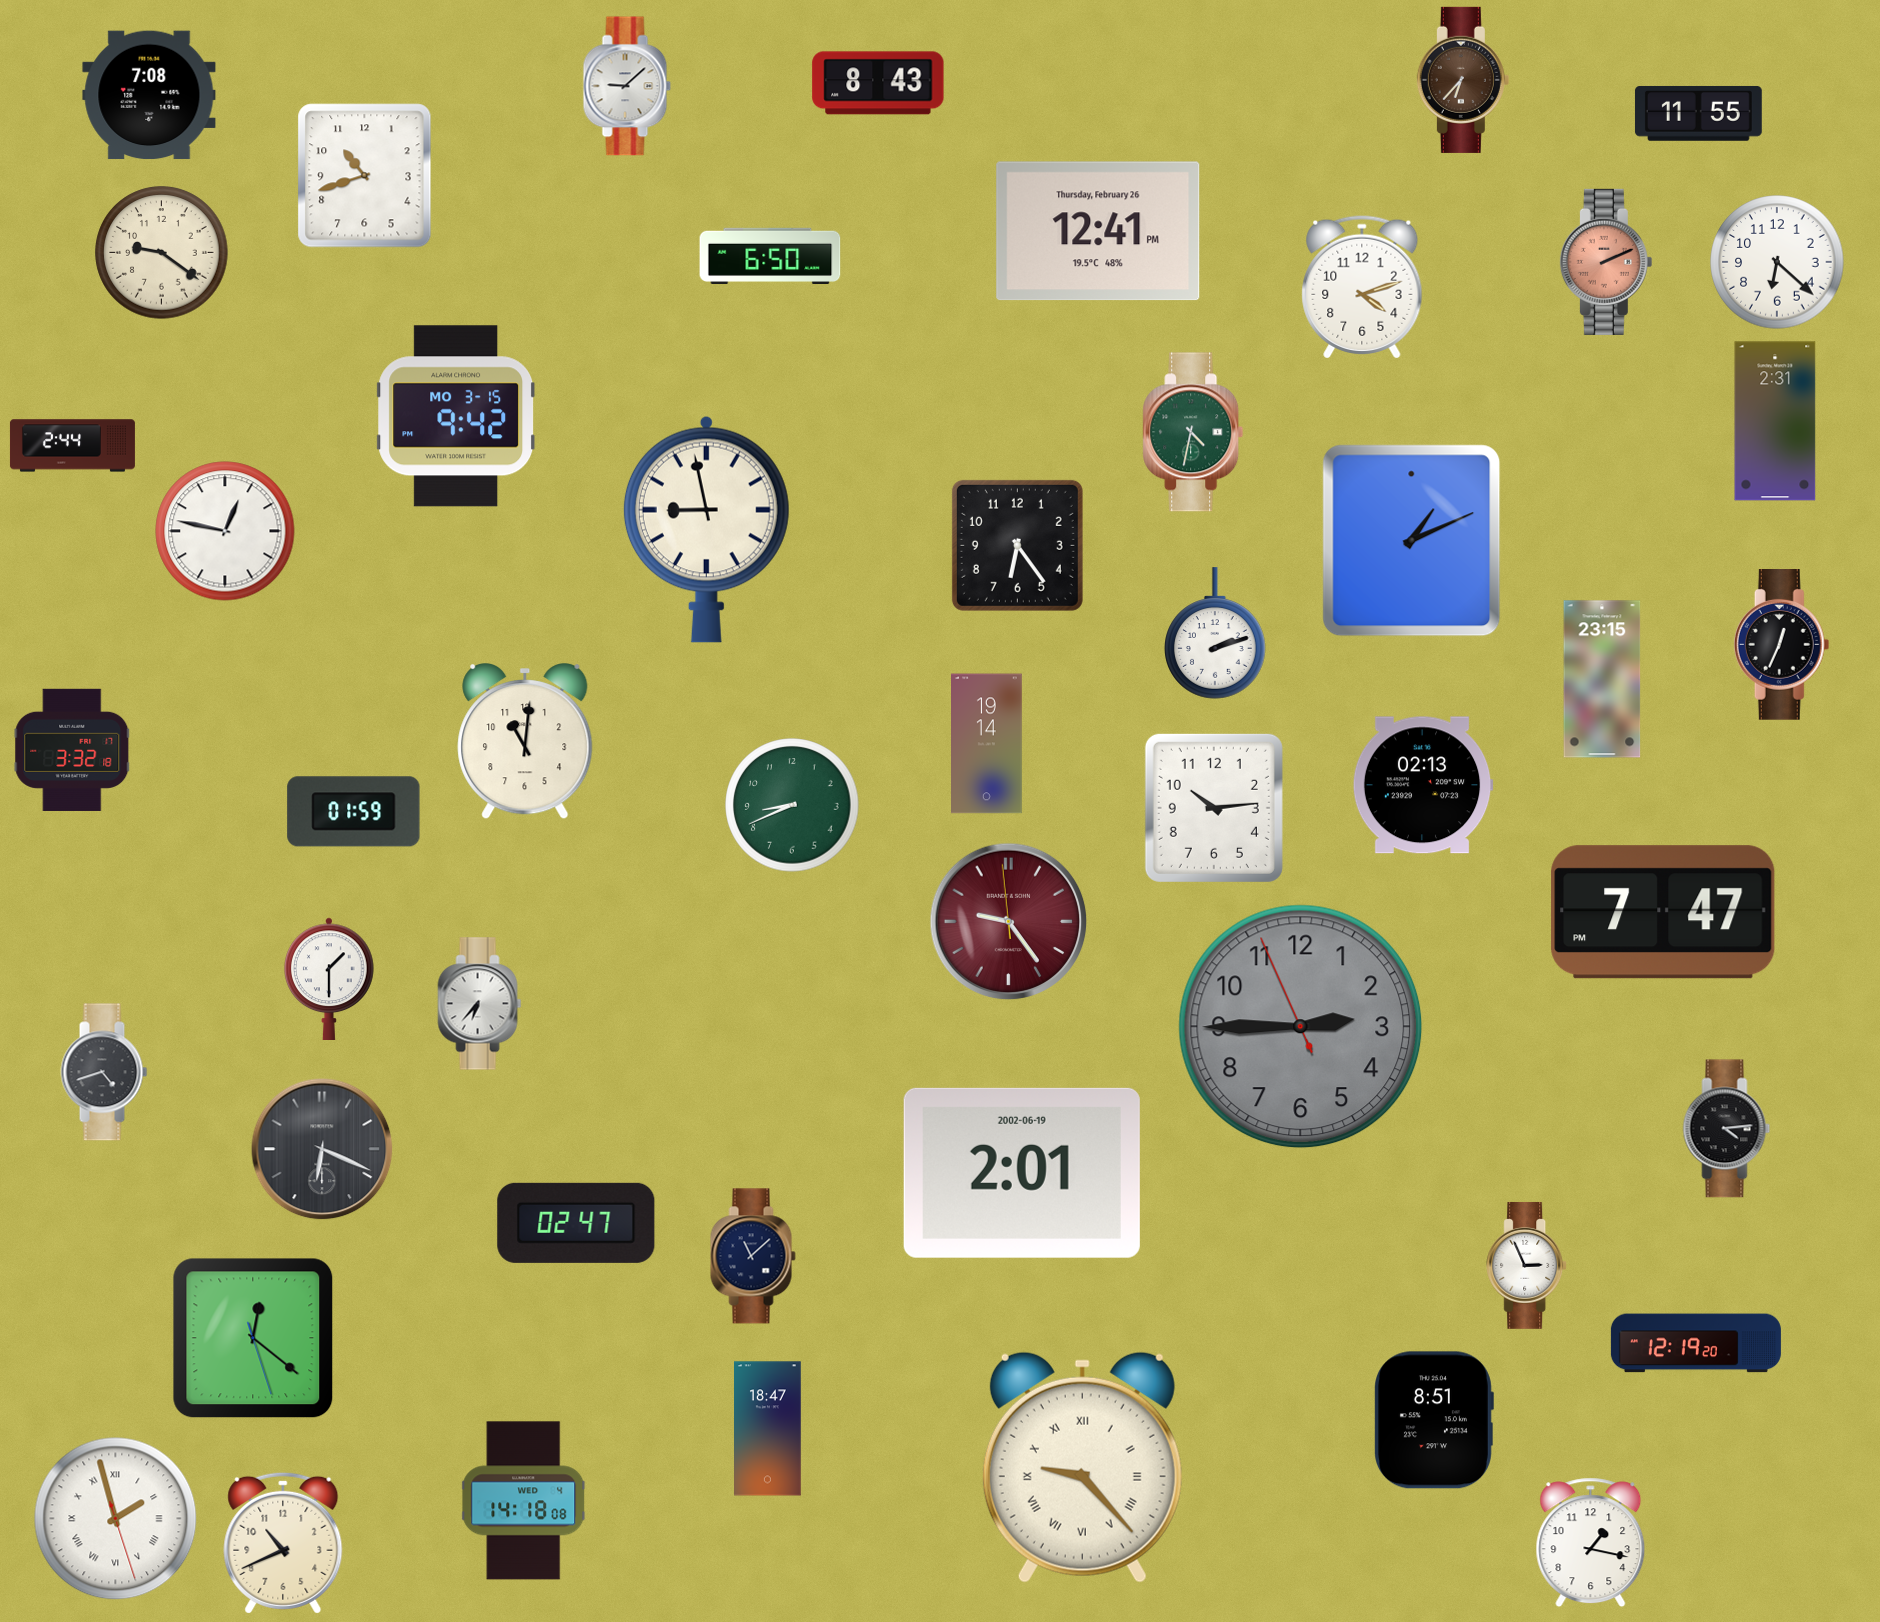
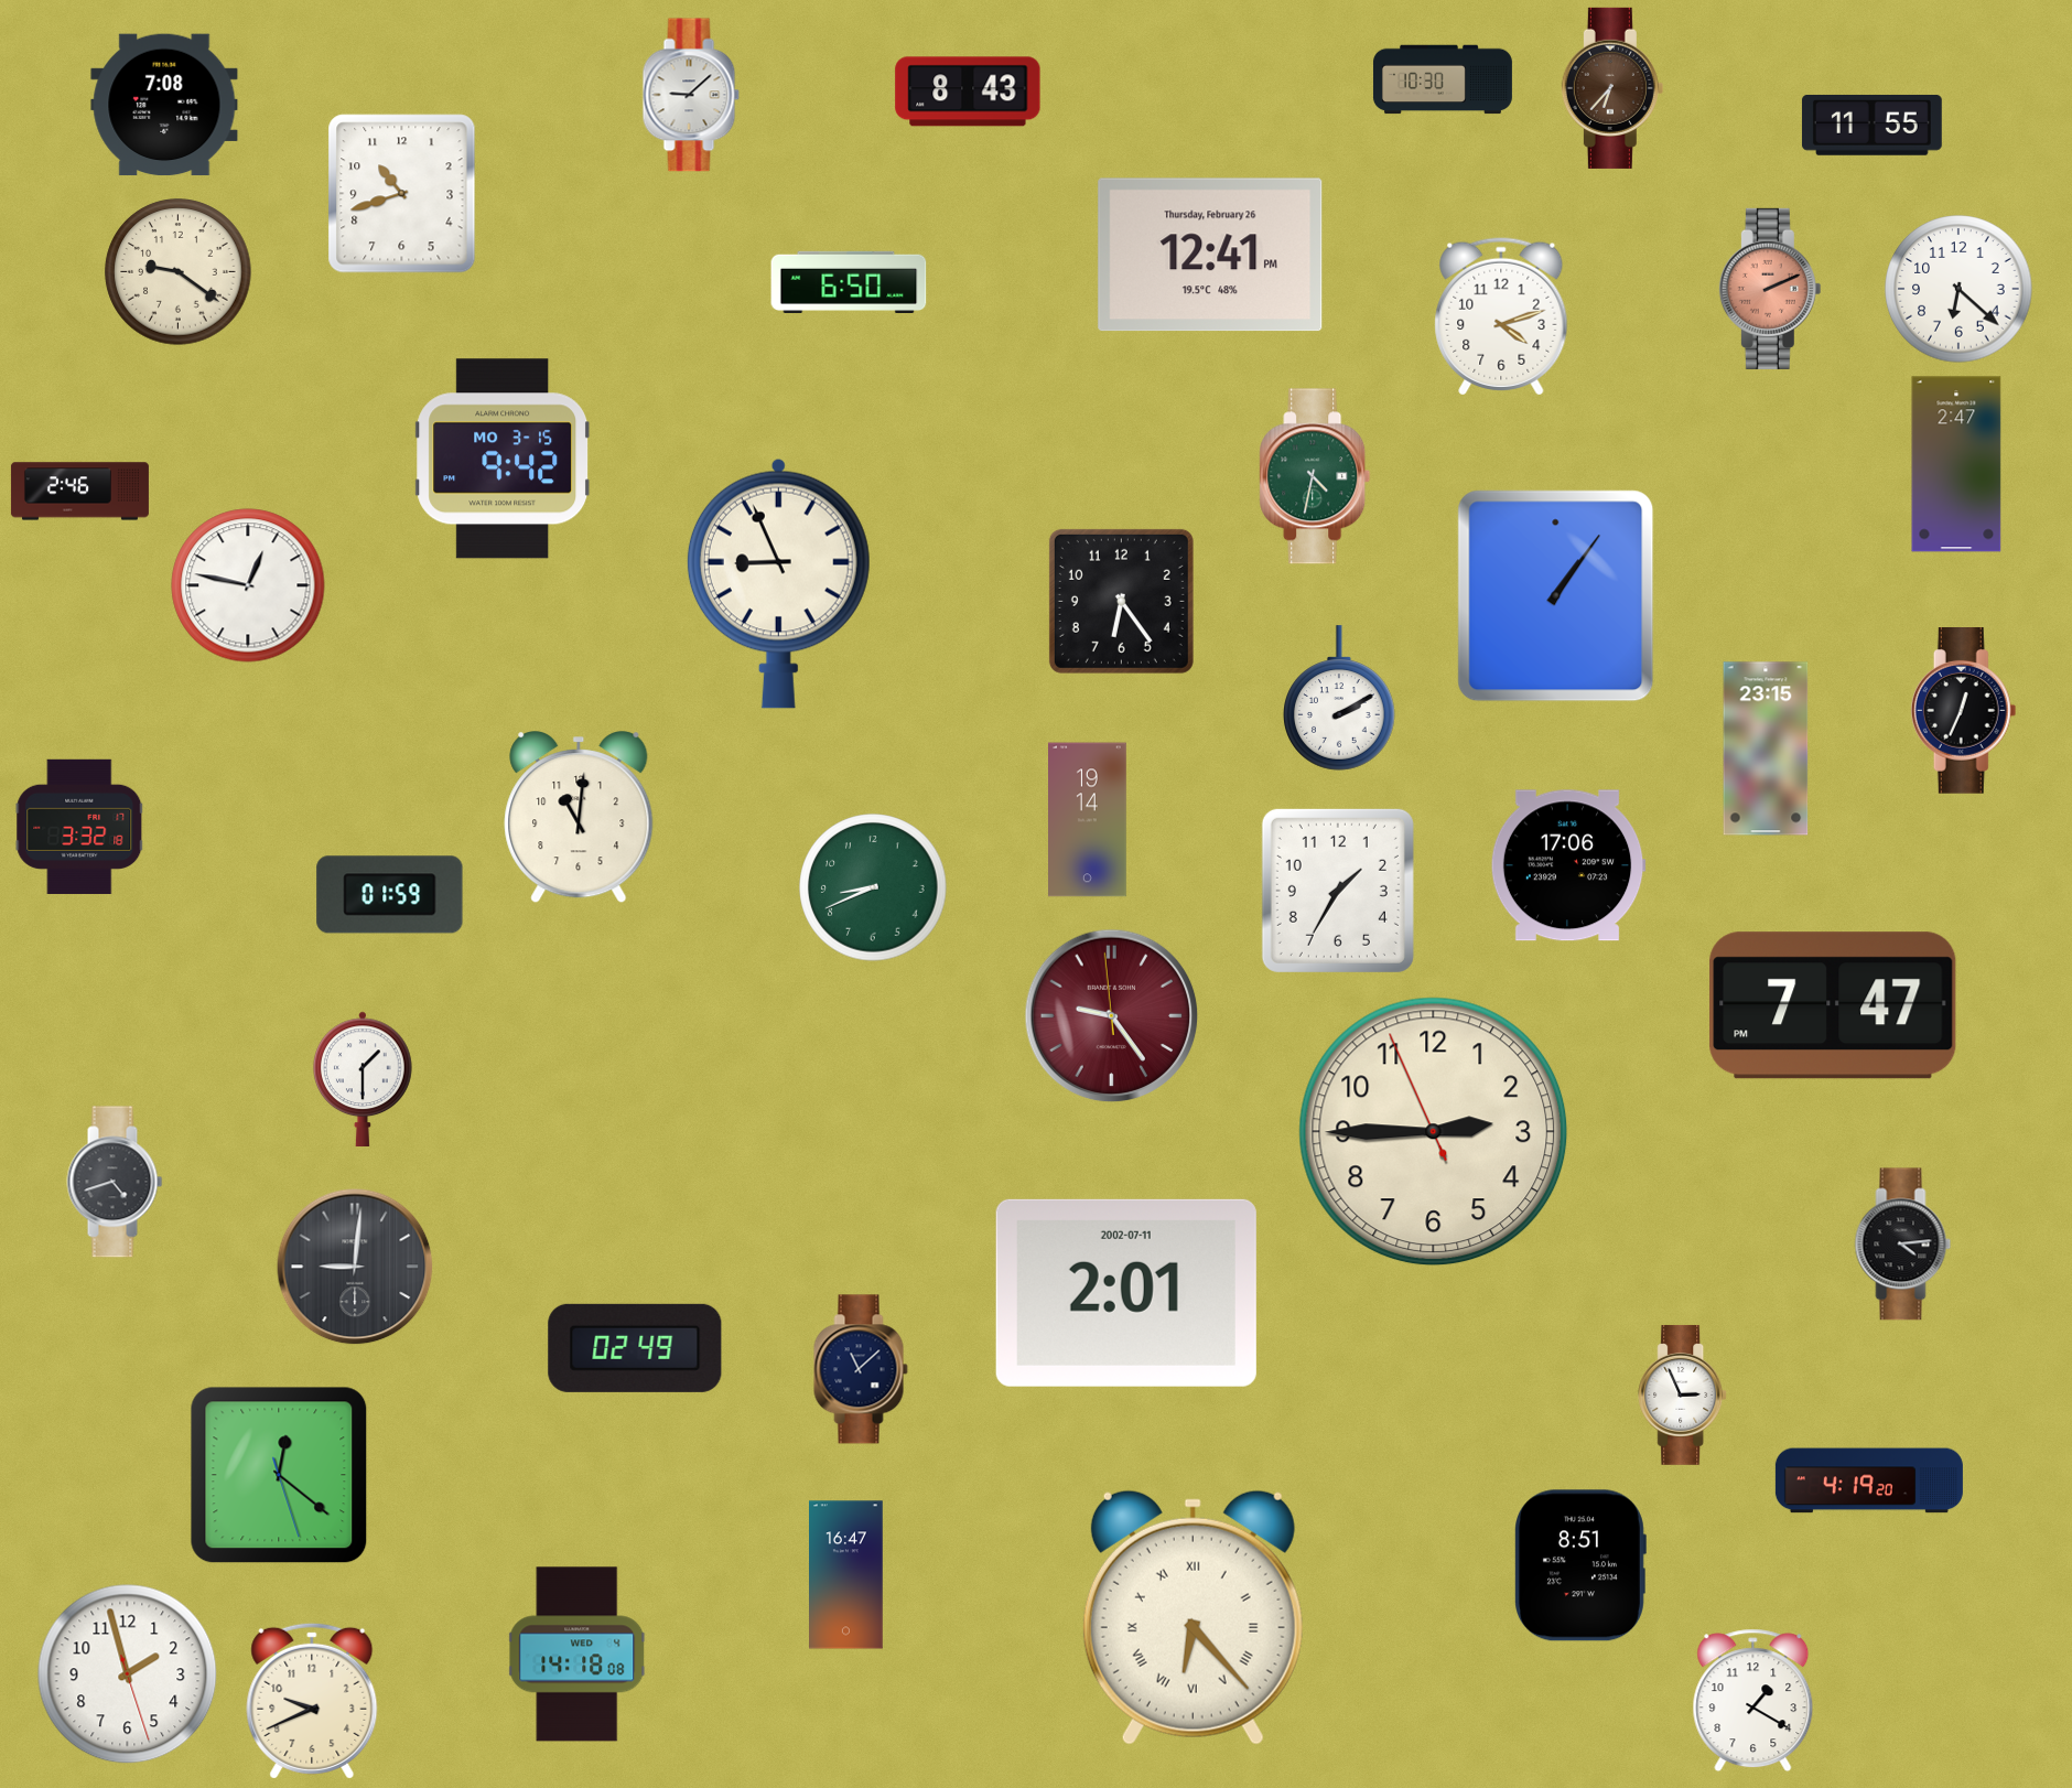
clock at (1443, 79): none -> 10:30
clock at (162, 253) position: (162, 253) -> (179, 272)
clock at (1775, 421): 2:31 -> 2:47
clock at (72, 446): 2:44 -> 2:46
clock at (706, 529): 8:58 -> 8:56
clock at (1412, 541): 1:11 -> 1:06
clock at (1215, 633): 2:12 -> 2:10
clock at (1423, 785): 02:13 -> 17:06
clock at (1214, 808): 10:14 -> 1:35
clock at (480, 1004): 6:37 -> none
clock at (1301, 1027) dial: grey -> cream
clock at (322, 1149): 6:19 -> 9:01
clock at (1022, 1173) date: 2002-06-19 -> 2002-07-11
clock at (576, 1223): 02:47 -> 02:49
clock at (753, 1256) position: (753, 1256) -> (861, 1369)
clock at (1696, 1343): 12:19 -> 4:19
clock at (768, 1429): 18:47 -> 16:47
clock at (1082, 1467): 9:23 -> 6:23
clock at (116, 1519) numerals: Roman -> Arabic
clock at (283, 1543): 10:41 -> 9:41
clock at (1591, 1543): 1:17 -> 1:20
